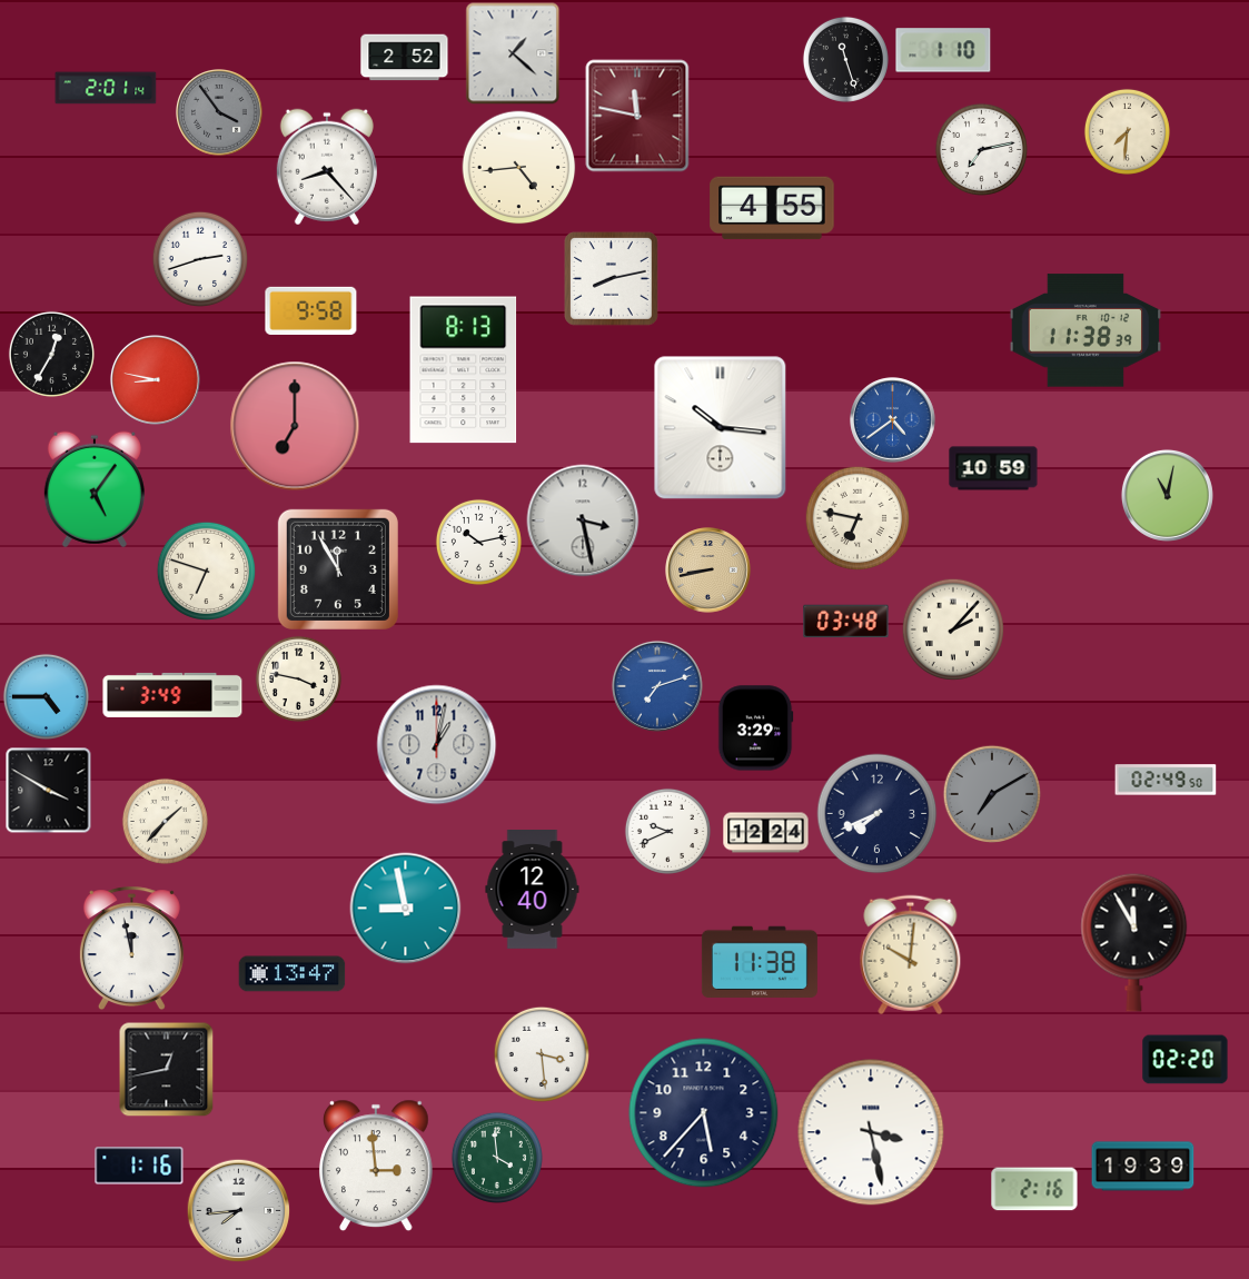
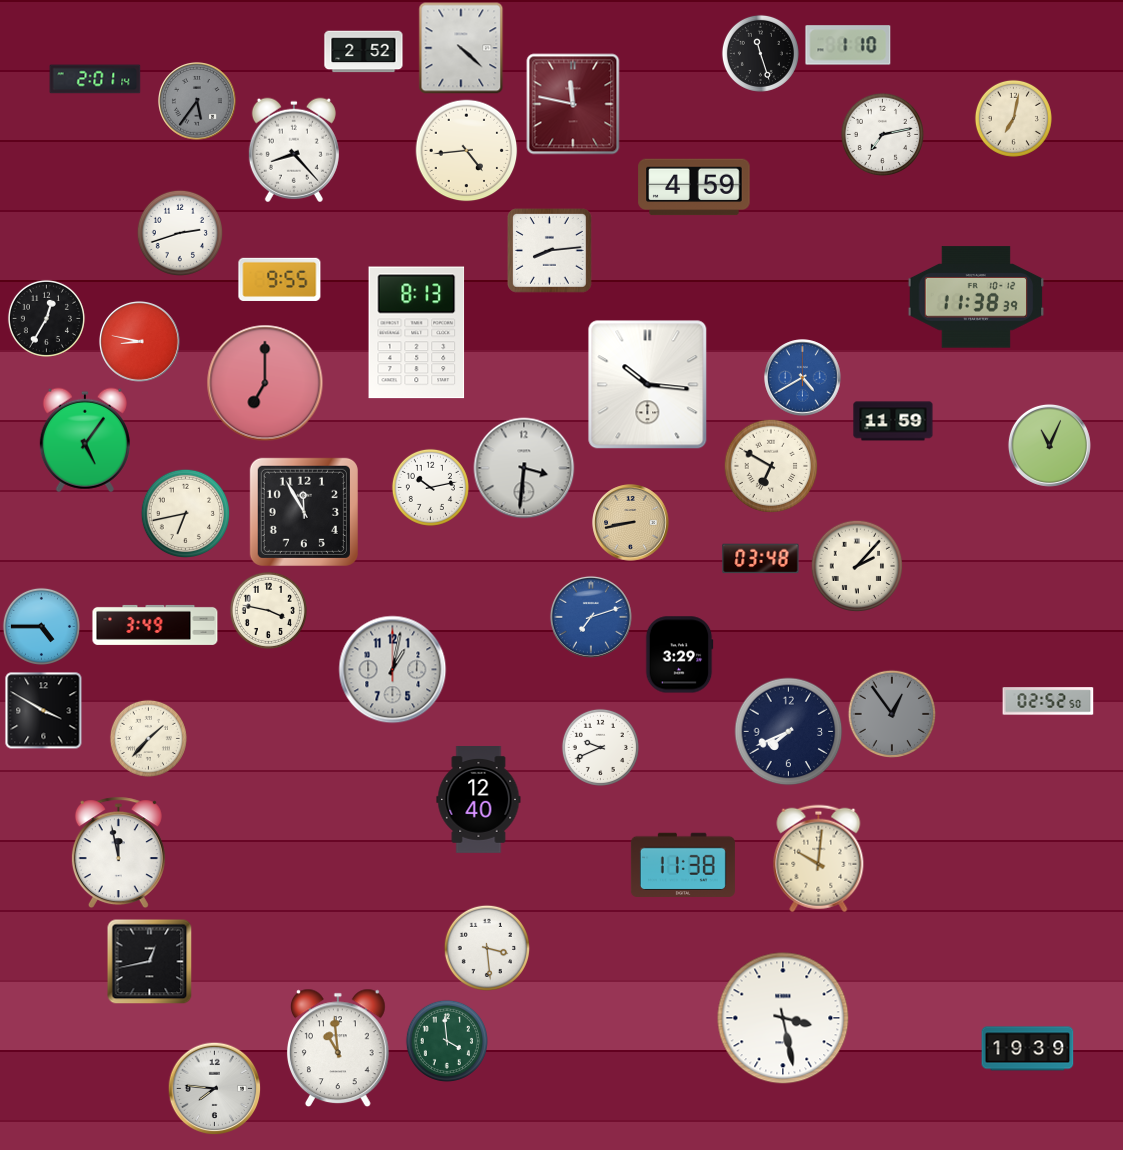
clock at (513, 53): 1:22 -> 4:22
clock at (220, 113): 3:54 -> 5:36
clock at (1127, 131): 7:31 -> 7:02
clock at (772, 208): 4:55 -> 4:59
clock at (612, 279): 8:13 -> 8:14
clock at (311, 310): 9:58 -> 9:55
clock at (893, 420): 4:39 -> 4:40
clock at (993, 468): 10:59 -> 11:59
clock at (1167, 495): 11:02 -> 11:04
clock at (858, 518): 6:47 -> 6:50
clock at (583, 520): 3:28 -> 3:31
clock at (206, 571): 6:48 -> 6:43
clock at (708, 571) position: (708, 571) -> (631, 523)
clock at (1166, 780): 02:49 -> 02:52
clock at (991, 793): 7:10 -> 12:54
clock at (766, 833): 12:24 -> none
clock at (406, 909): 8:58 -> none
clock at (1134, 942): 11:55 -> none
clock at (293, 974): 13:47 -> none
clock at (1186, 1060): 02:20 -> none
clock at (704, 1113): 5:37 -> none
clock at (139, 1166): 1:16 -> none
clock at (376, 1166): 2:59 -> 10:59
clock at (1034, 1189): 2:16 -> none
clock at (238, 1210): 7:44 -> 7:46
